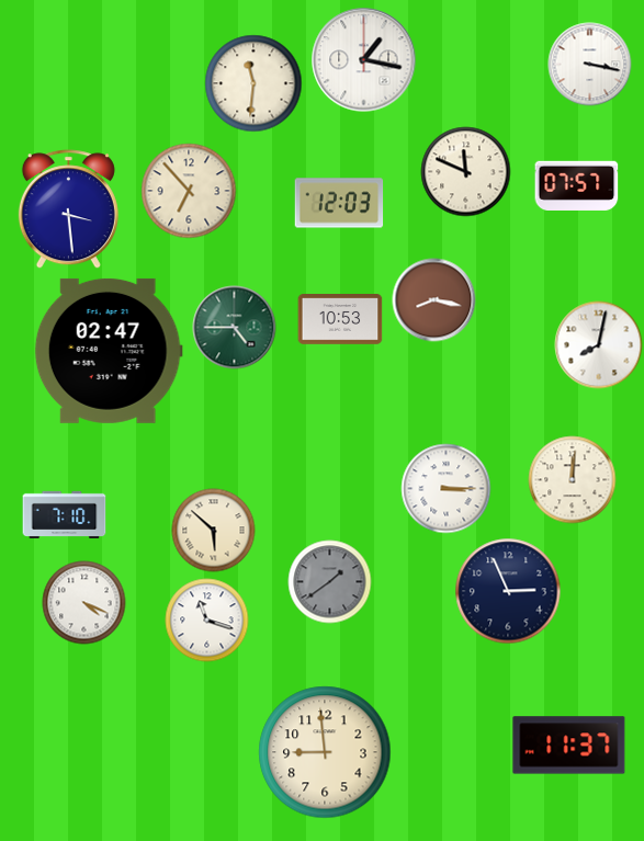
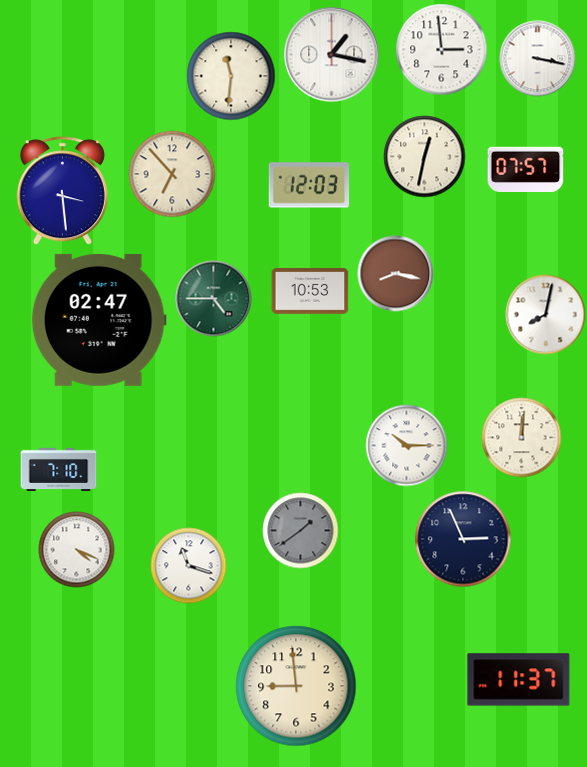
clock at (442, 50): none -> 2:59
clock at (466, 172): 11:49 -> 12:32
clock at (447, 489): 3:15 -> 10:15
clock at (214, 531): 5:52 -> none
